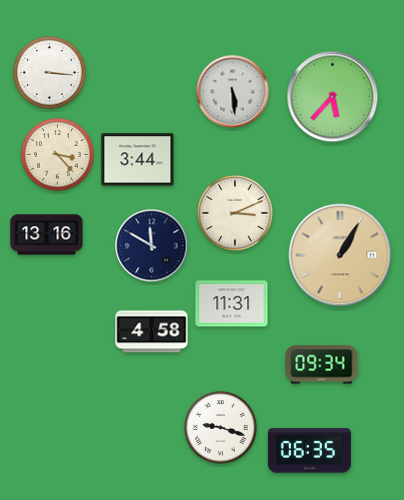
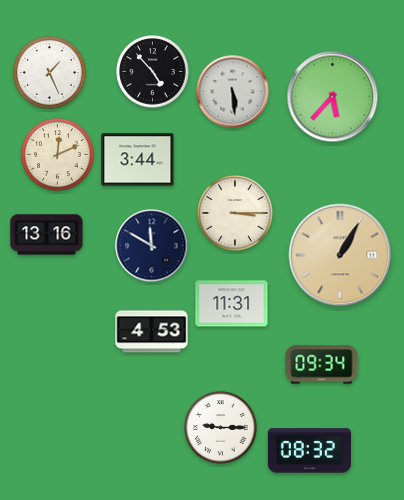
clock at (153, 72): none -> 4:53
clock at (50, 73): 3:16 -> 1:26
clock at (58, 155): 3:23 -> 12:11
clock at (235, 213): 3:11 -> 3:15
clock at (152, 332): 4:58 -> 4:53
clock at (221, 428): 9:18 -> 9:15
clock at (309, 451): 06:35 -> 08:32
